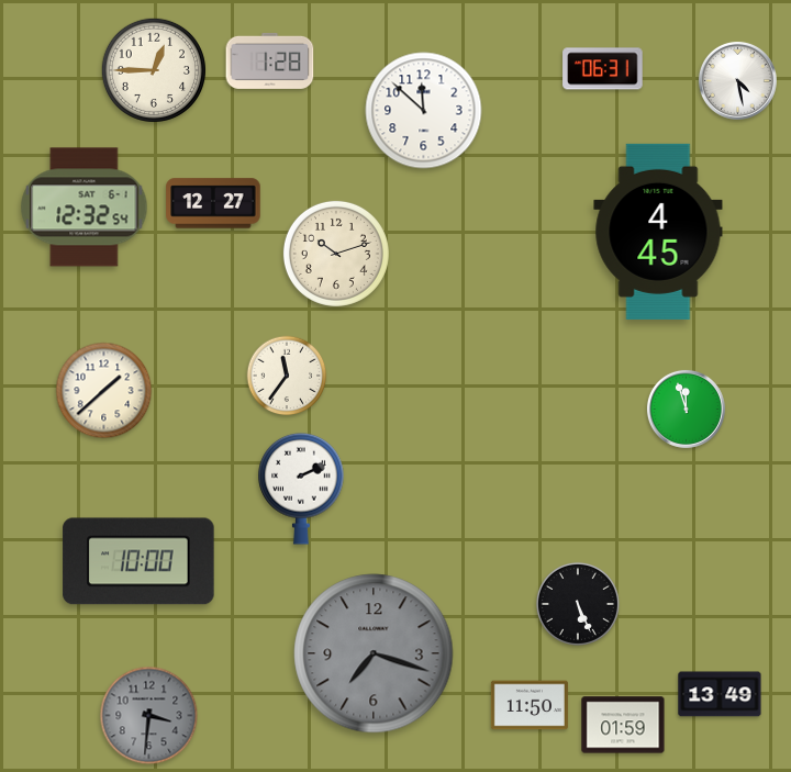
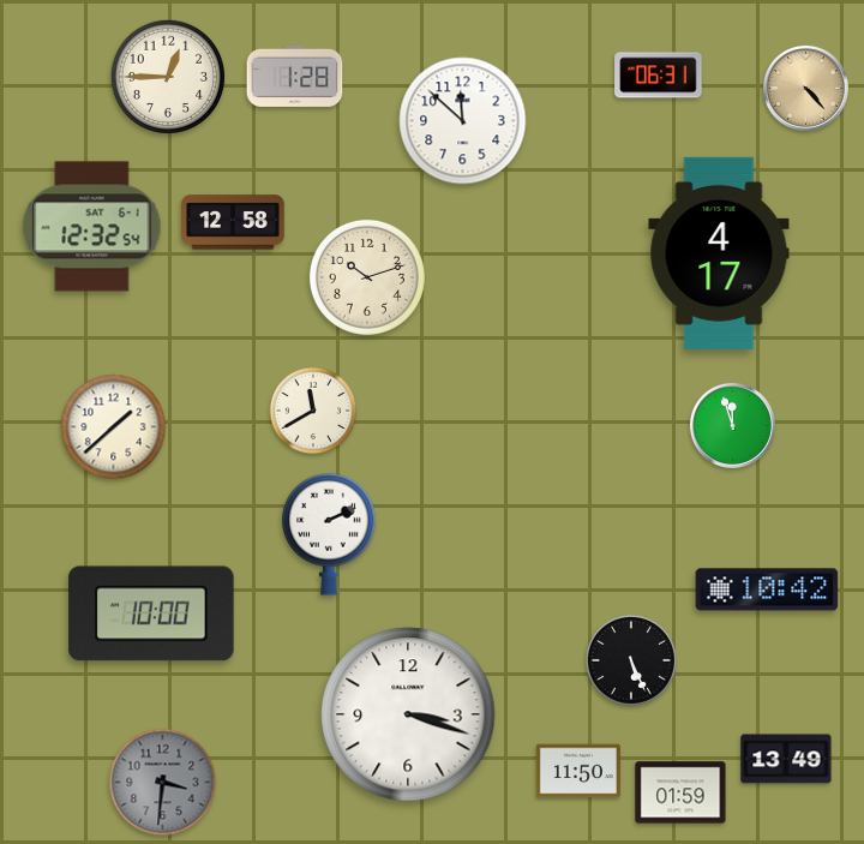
clock at (270, 60) position: (270, 60) -> (295, 76)
clock at (737, 80): 4:28 -> 4:23
clock at (737, 80) dial: white -> champagne
clock at (213, 203): 12:27 -> 12:58
clock at (658, 232): 4:45 -> 4:17
clock at (287, 376): 11:36 -> 11:40
clock at (686, 409) position: (686, 409) -> (732, 425)
clock at (767, 589): none -> 10:42
clock at (374, 653): 7:18 -> 3:18
clock at (374, 653) dial: grey -> white
